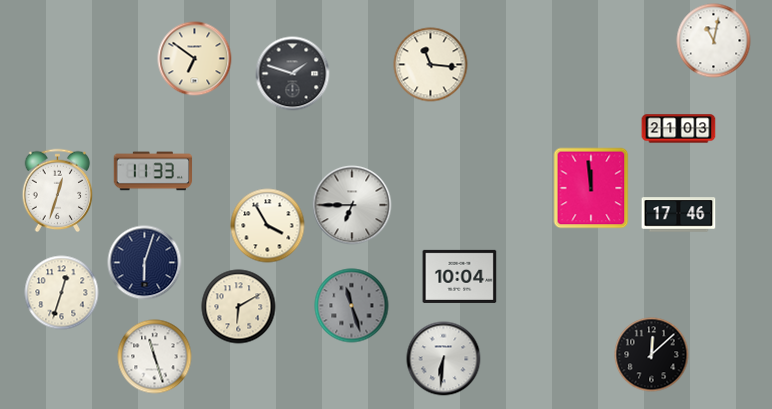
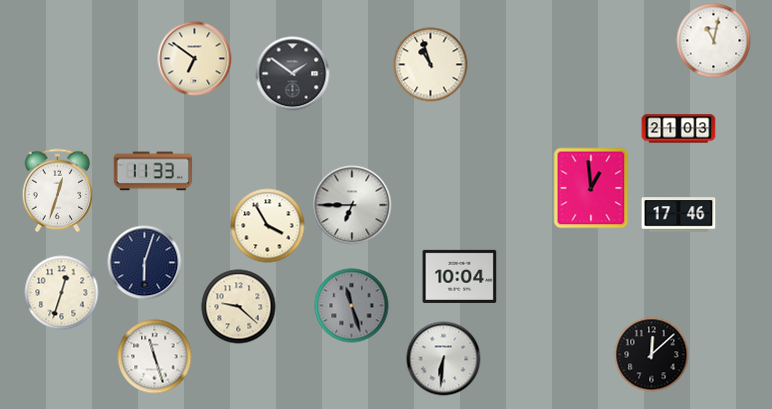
clock at (431, 65): 11:16 -> 10:57
clock at (293, 74): 1:48 -> 1:51
clock at (591, 188): 11:59 -> 12:59
clock at (239, 307): 6:10 -> 9:22
